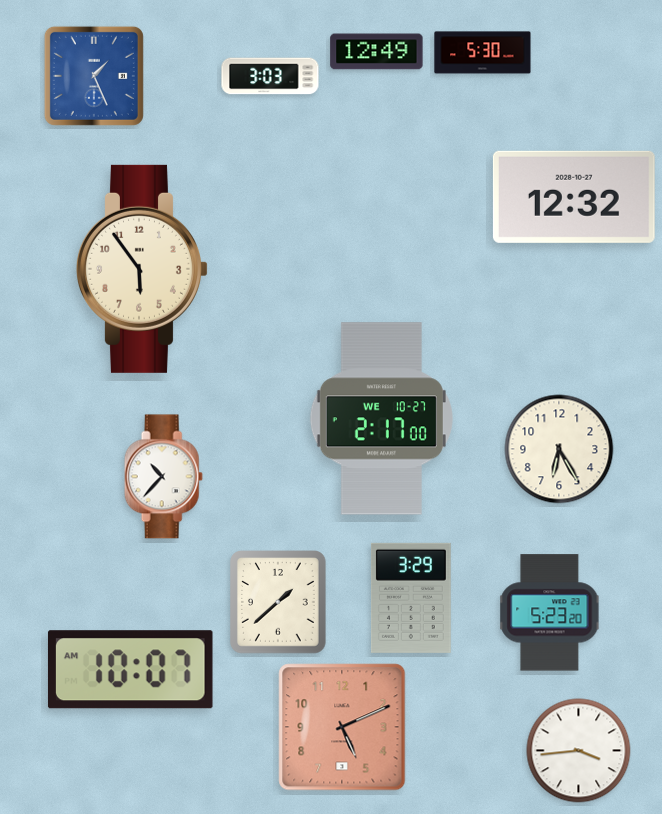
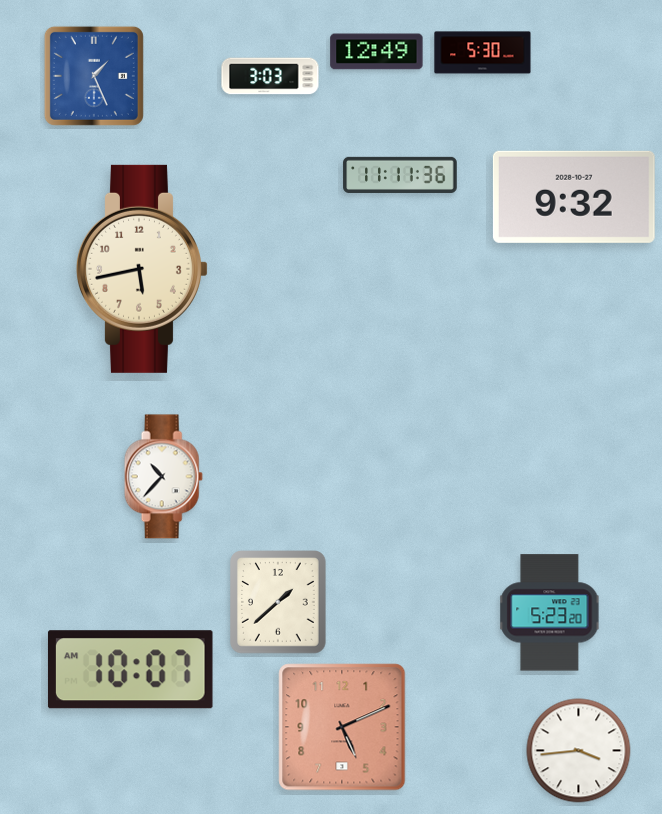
clock at (400, 175): none -> 11:11
clock at (574, 197): 12:32 -> 9:32
clock at (142, 269): 5:54 -> 5:43
clock at (381, 419): 2:17 -> none
clock at (559, 449): 6:25 -> none
clock at (411, 598): 3:29 -> none
